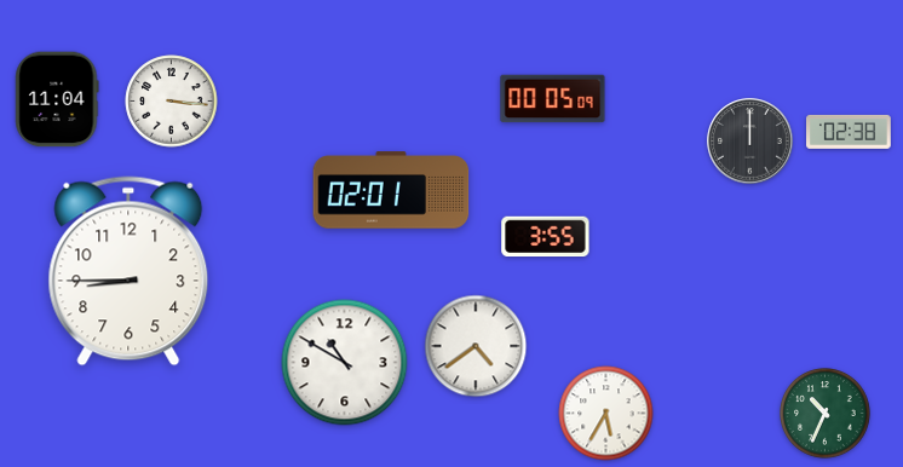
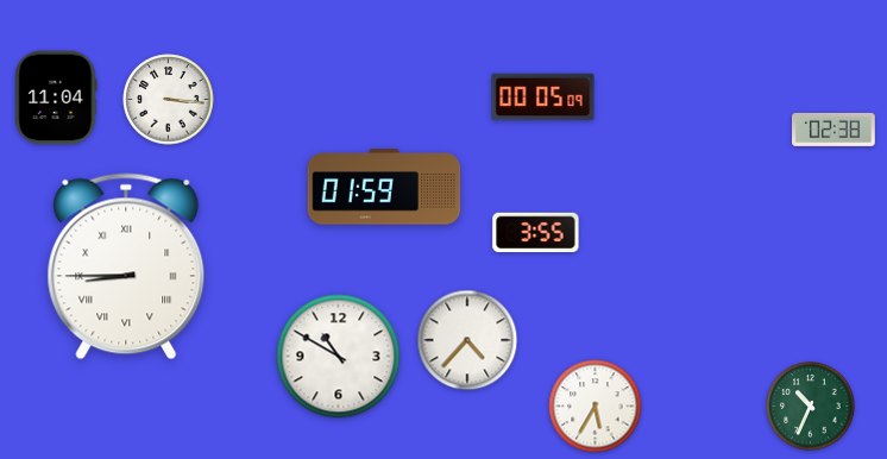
clock at (750, 142): 12:00 -> none
clock at (391, 190): 02:01 -> 01:59
clock at (128, 271) numerals: Arabic -> Roman
clock at (476, 346): 4:39 -> 4:37
